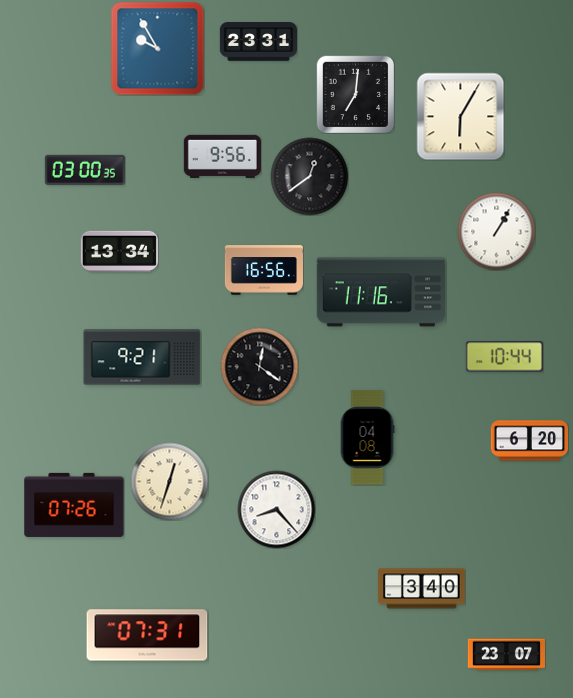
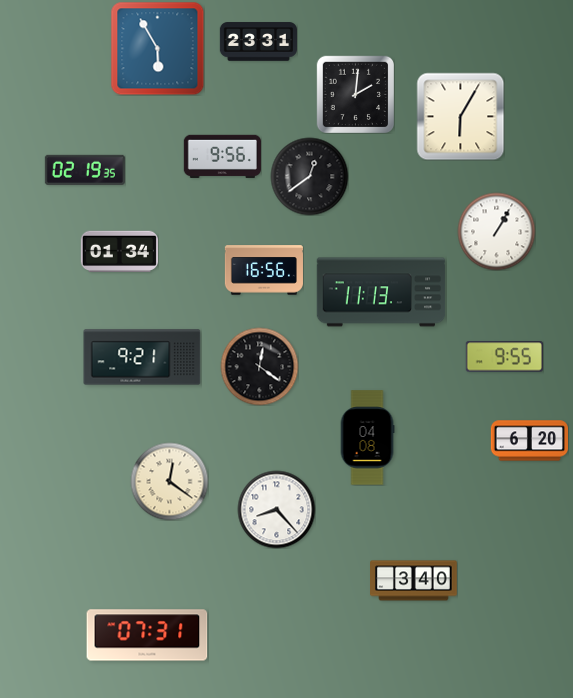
clock at (157, 48): 9:55 -> 5:55
clock at (355, 94): 7:01 -> 2:01
clock at (85, 170): 03:00 -> 02:19
clock at (119, 251): 13:34 -> 01:34
clock at (381, 292): 11:16 -> 11:13
clock at (504, 357): 10:44 -> 9:55
clock at (169, 481): 12:33 -> 12:21
clock at (74, 505): 07:26 -> none
clock at (422, 589) position: (422, 589) -> (414, 581)
clock at (506, 655): 23:07 -> none
